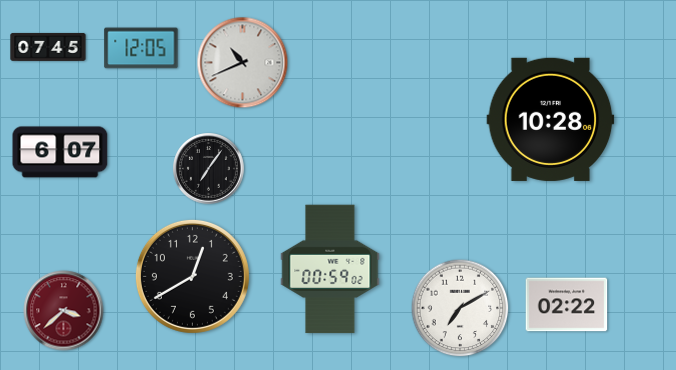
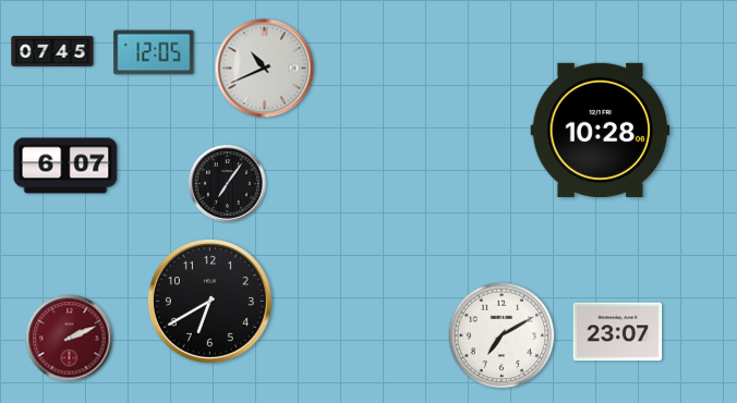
clock at (330, 269): 00:59 -> none
clock at (192, 276): 12:40 -> 6:40
clock at (567, 305): 02:22 -> 23:07
clock at (64, 311): 3:38 -> 2:11
